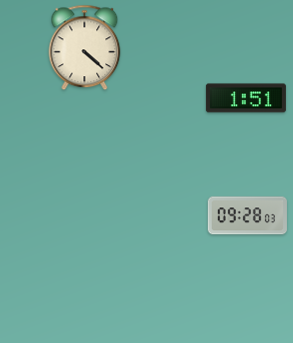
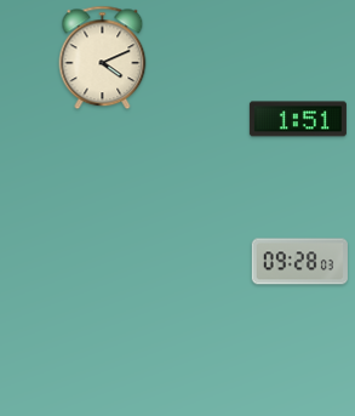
clock at (85, 48): 4:22 -> 4:11
